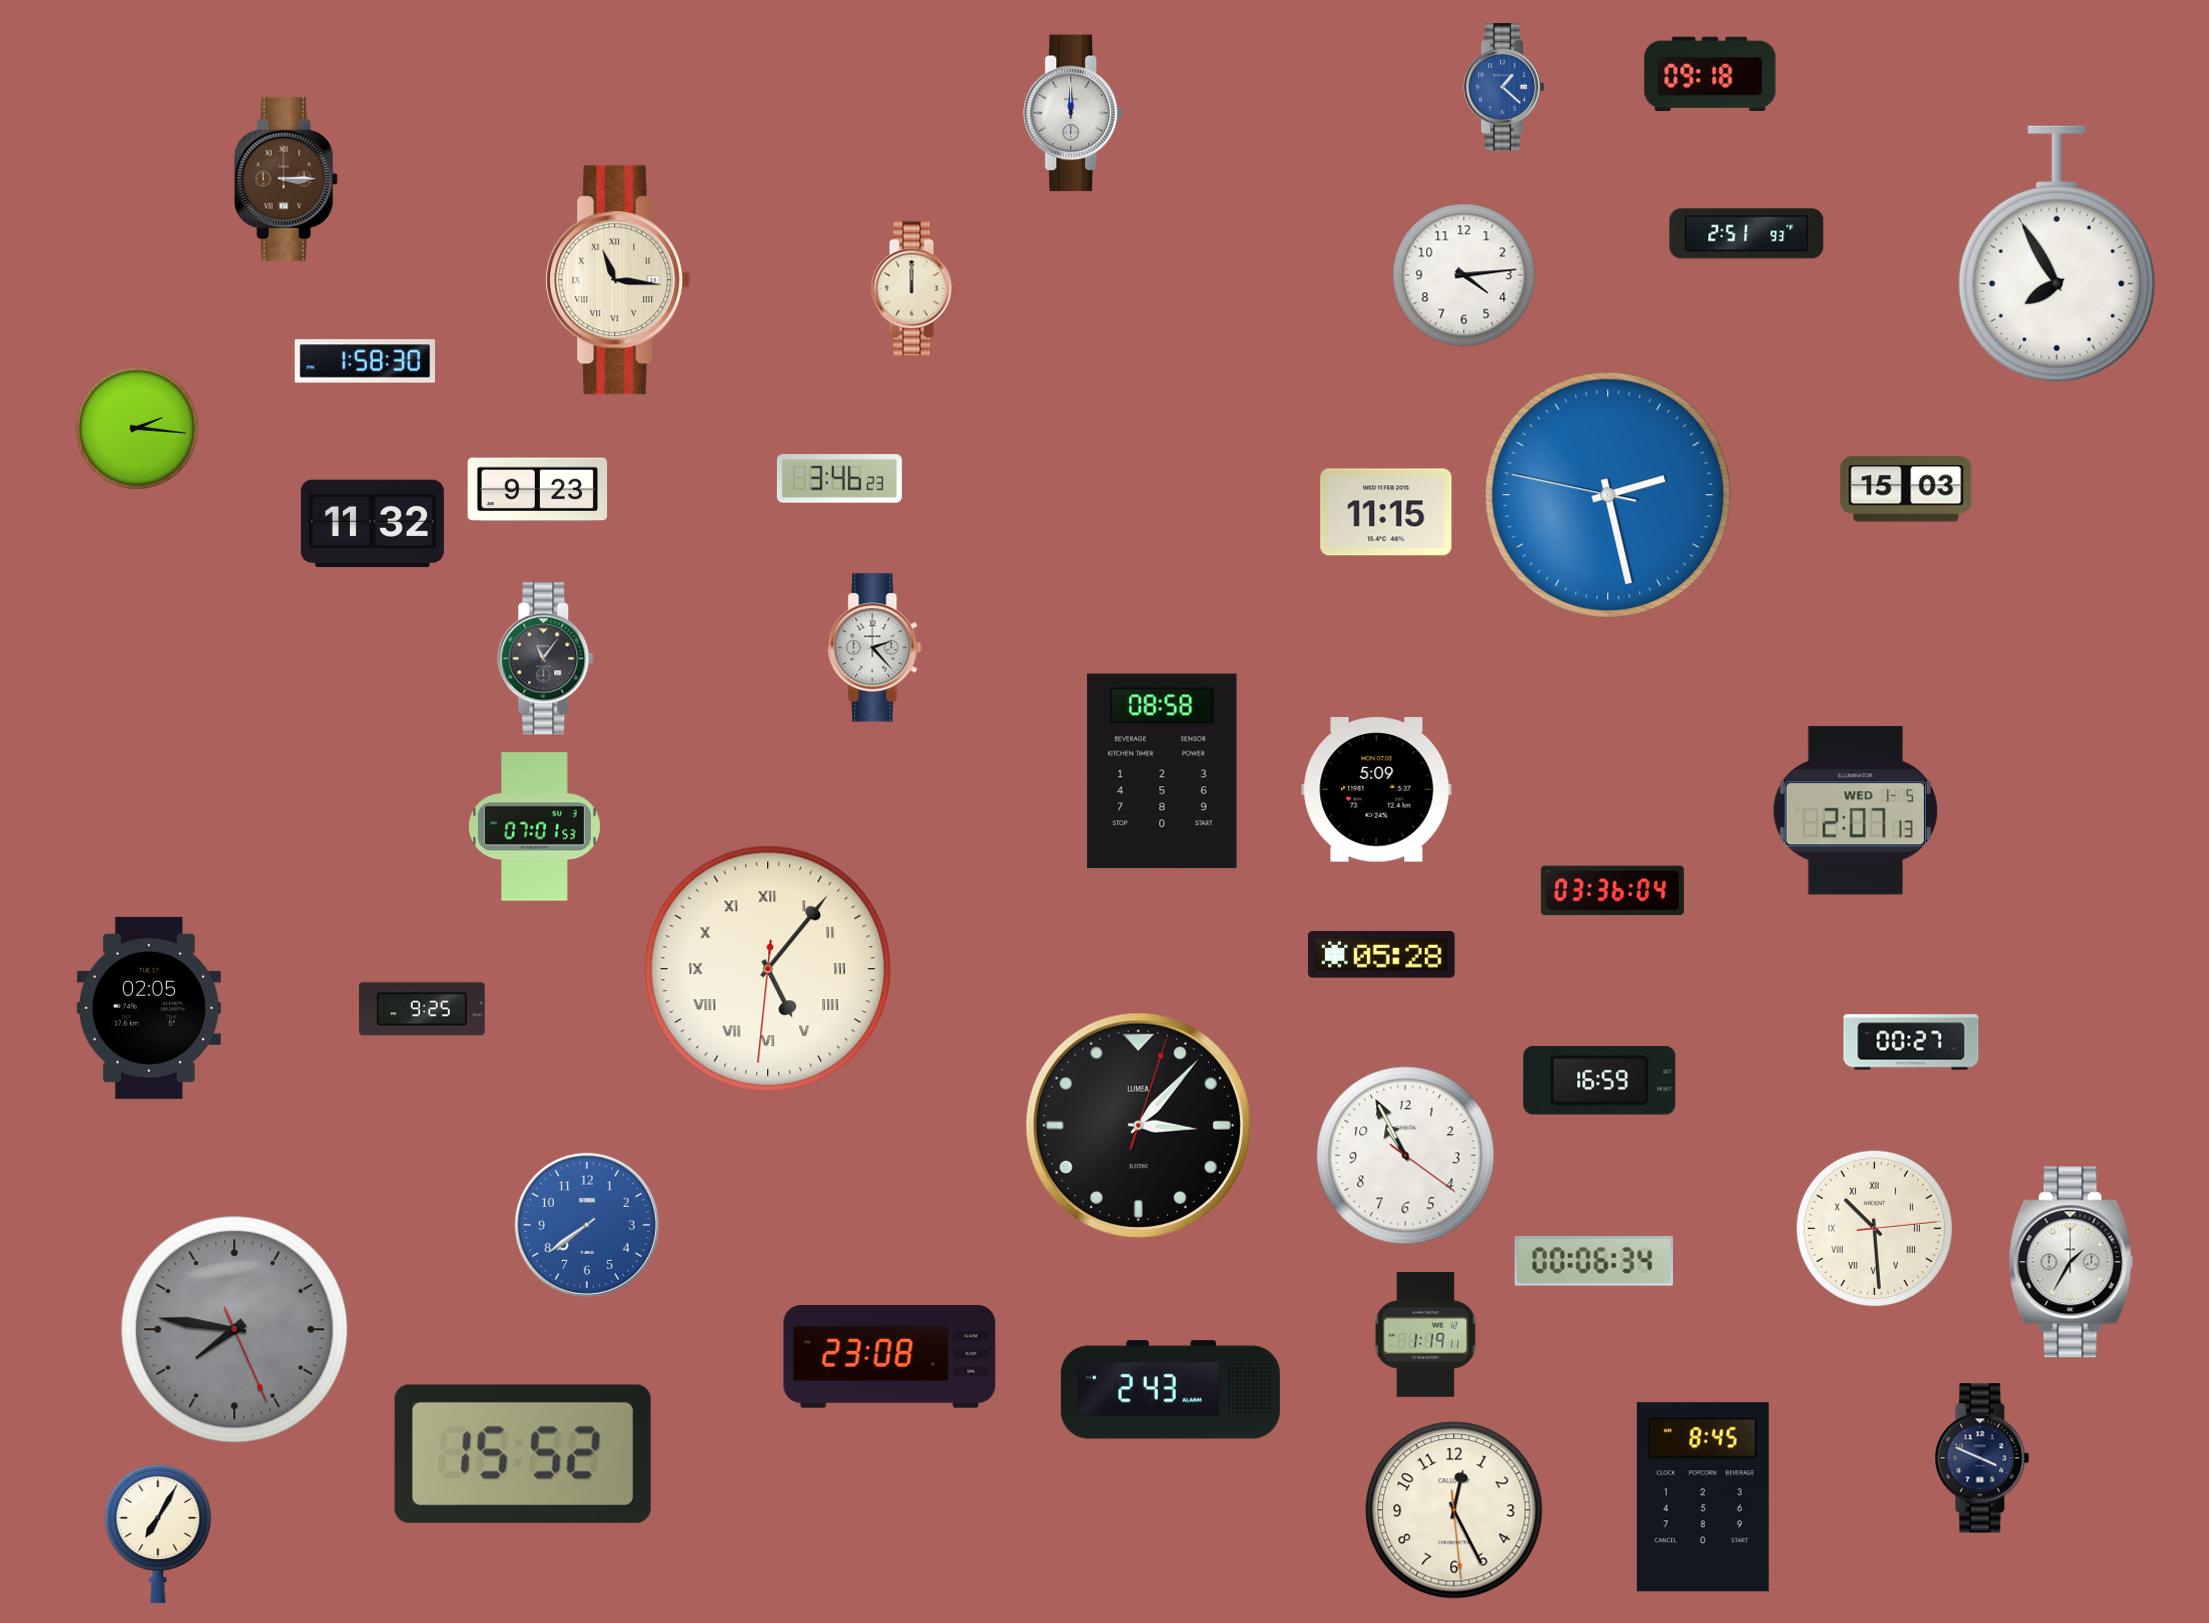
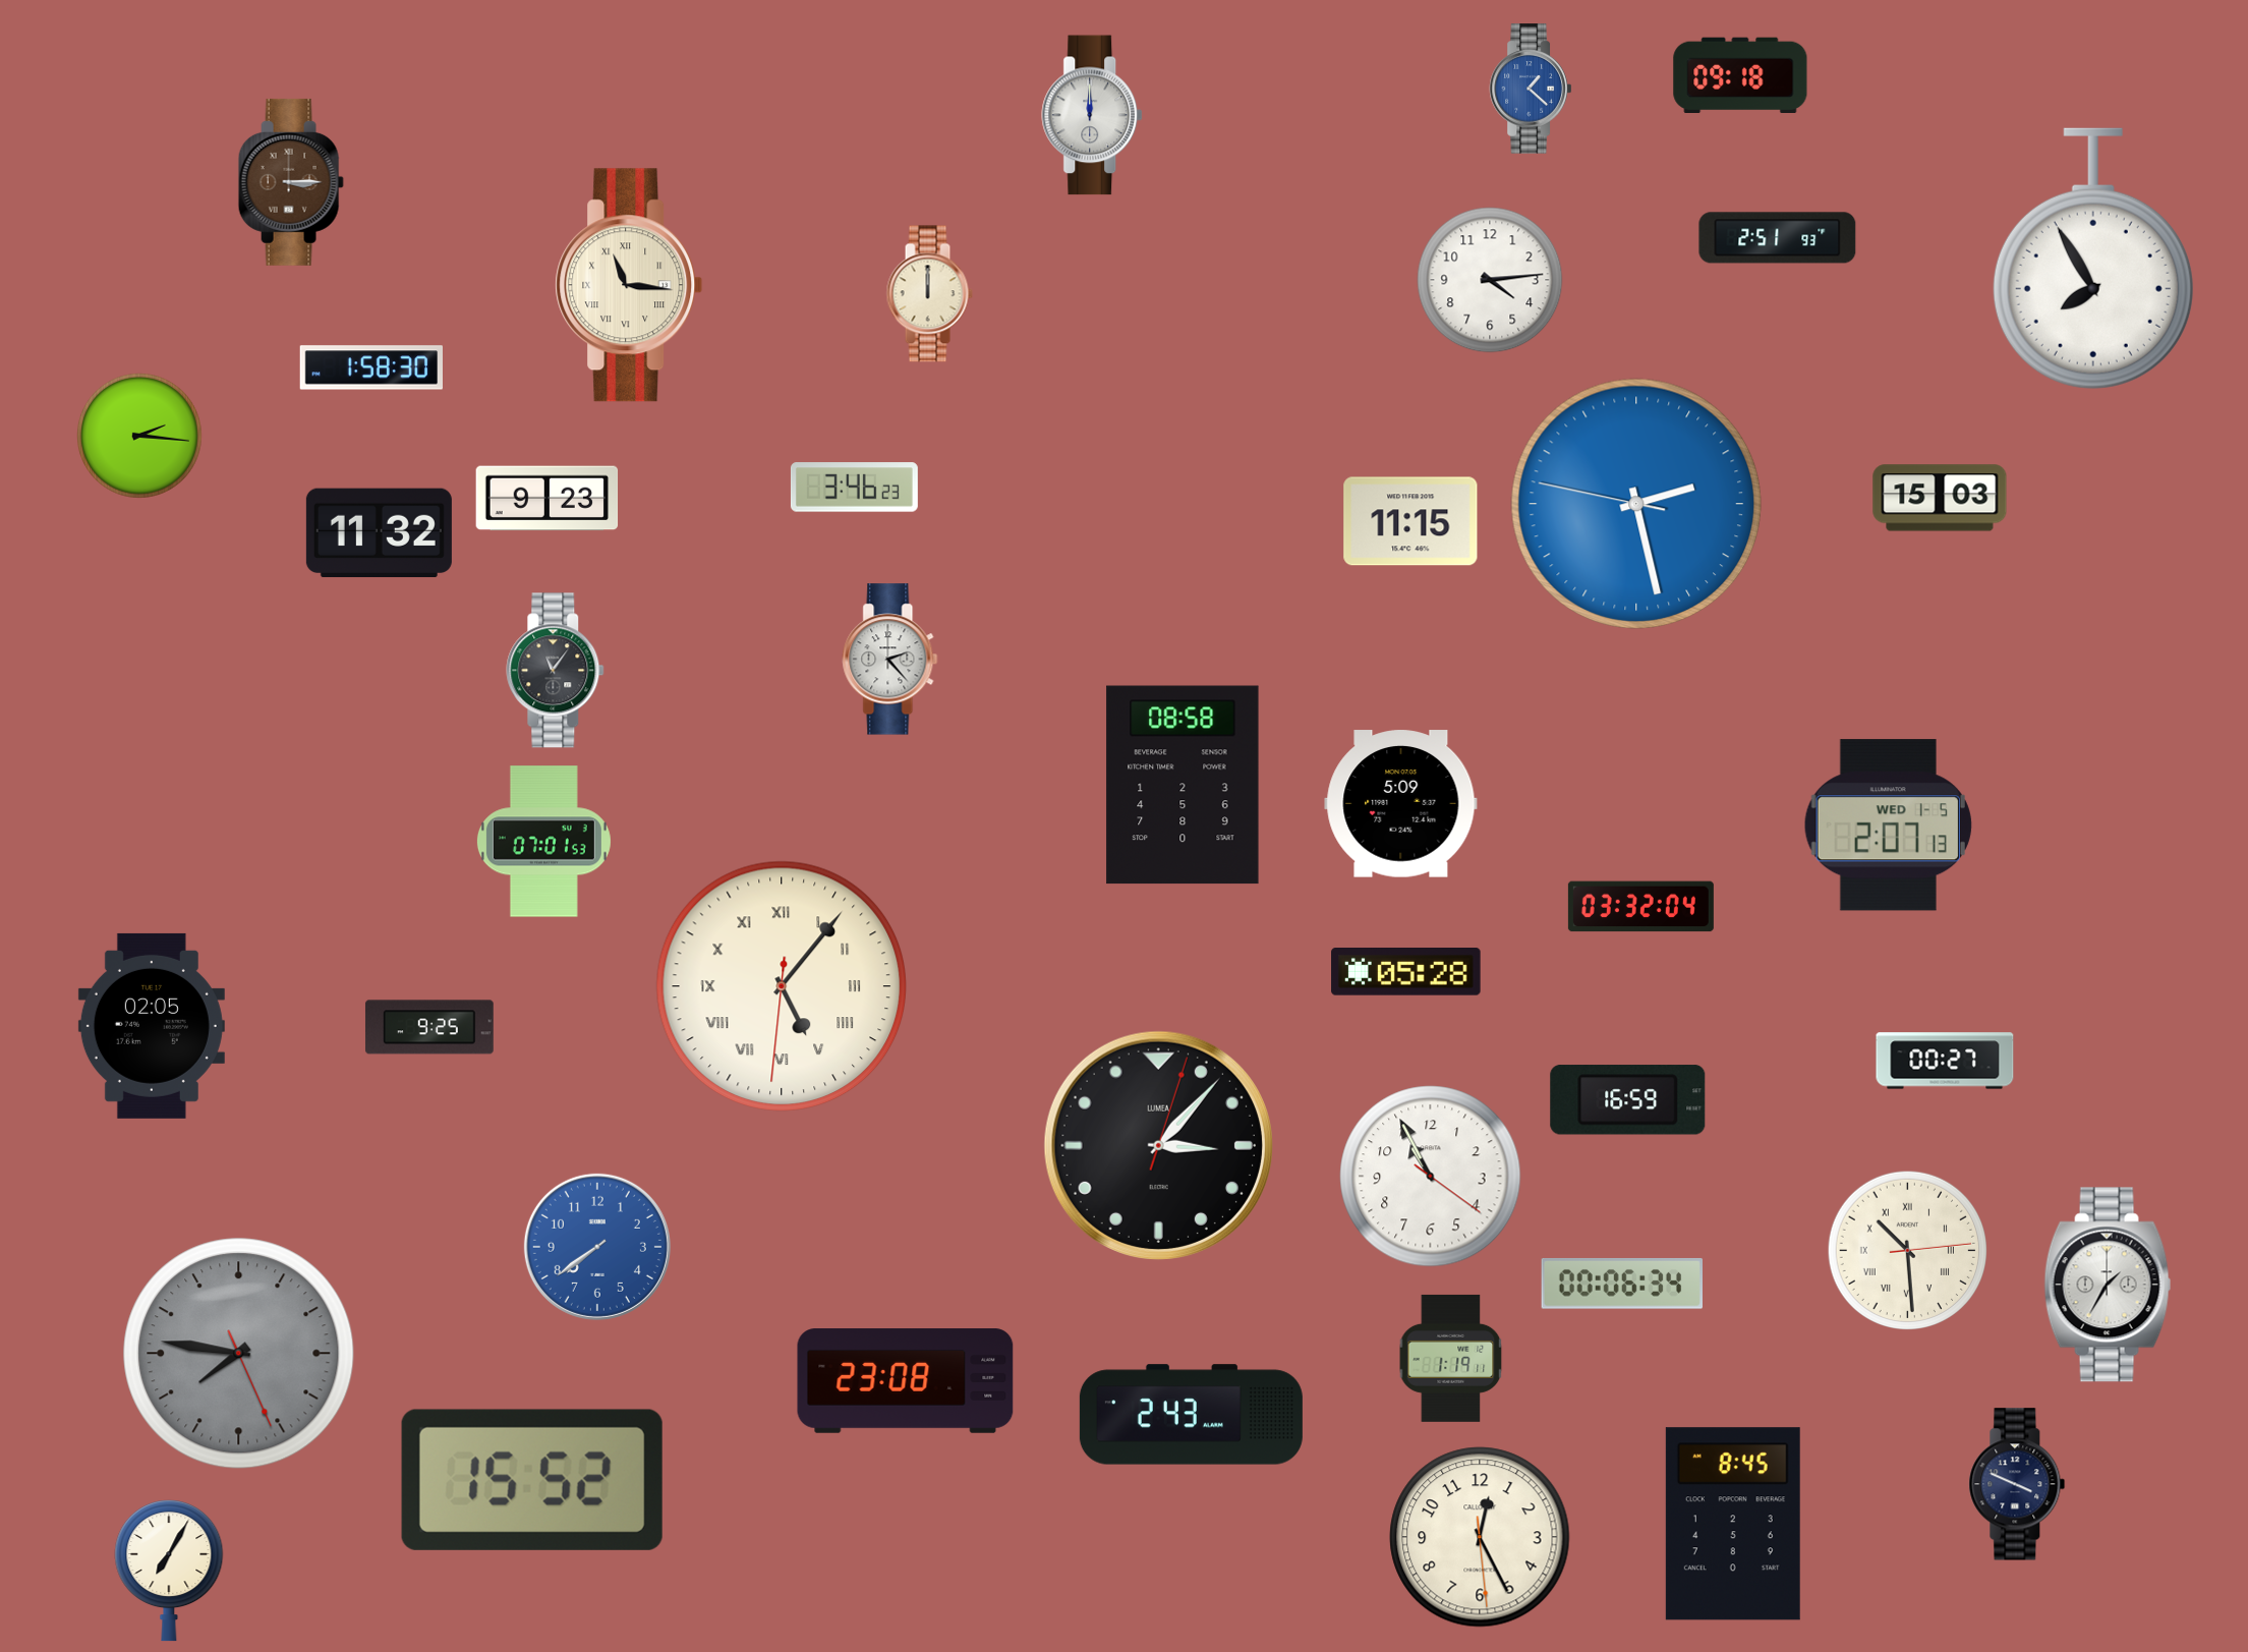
clock at (1612, 891): 03:36 -> 03:32
clock at (158, 1535) position: (158, 1535) -> (169, 1572)
